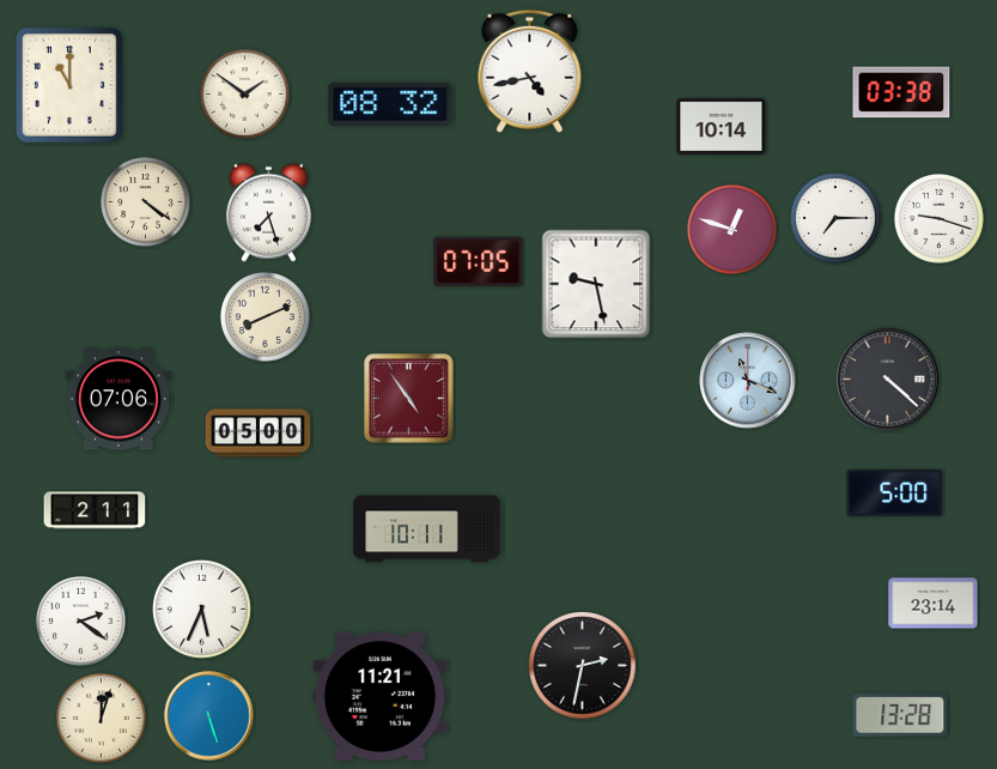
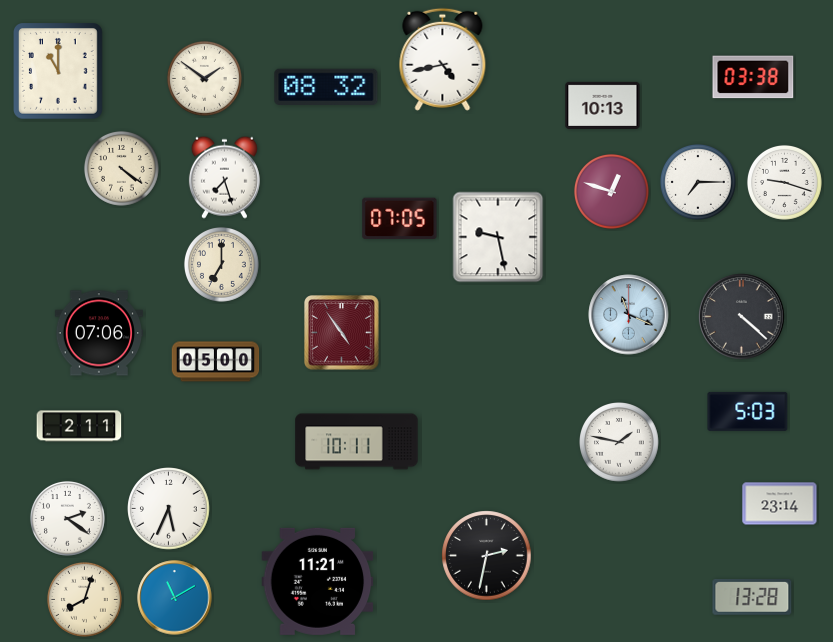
clock at (722, 126): 10:14 -> 10:13
clock at (265, 316): 8:11 -> 7:00
clock at (748, 381) position: (748, 381) -> (629, 315)
clock at (895, 492): 5:00 -> 5:03
clock at (620, 443): none -> 1:47
clock at (209, 716): 5:27 -> 11:10
clock at (101, 717): 12:03 -> 8:03
